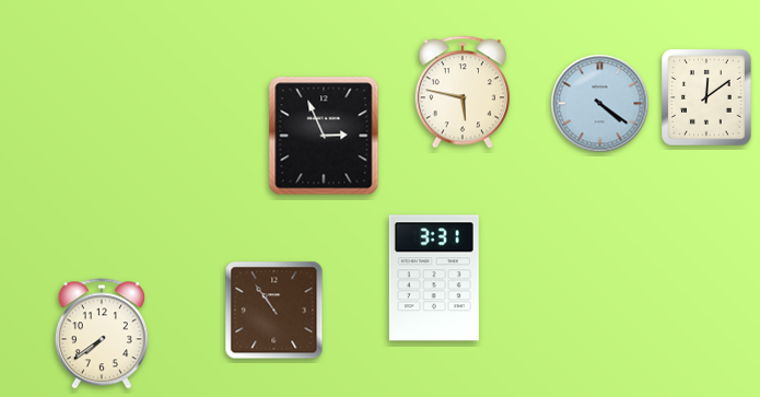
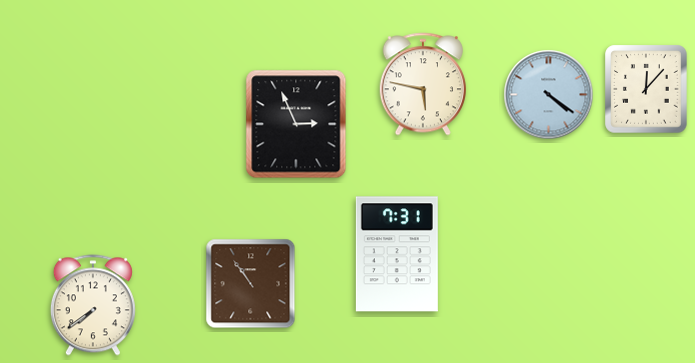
clock at (706, 97): 12:09 -> 12:07
clock at (434, 278): 3:31 -> 7:31
